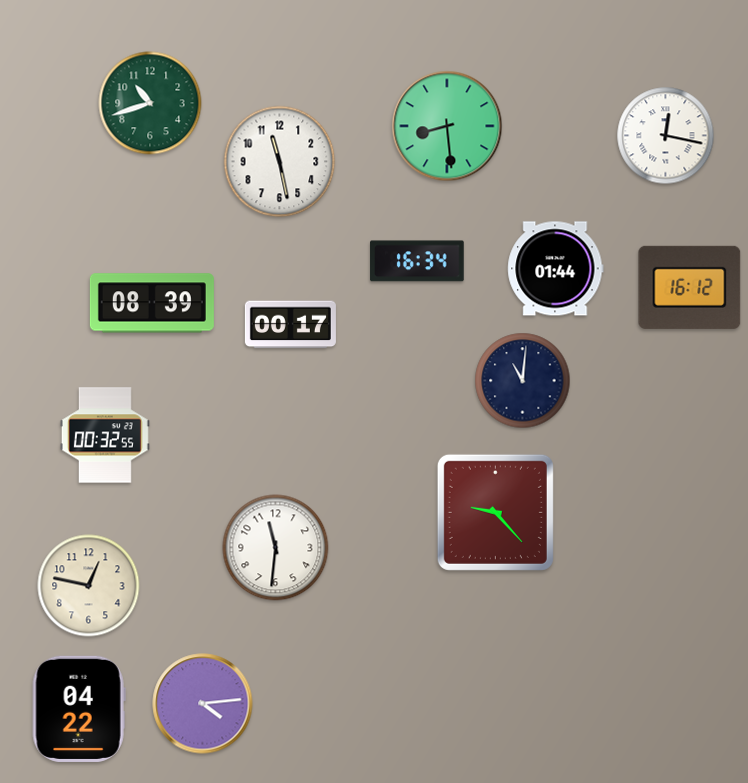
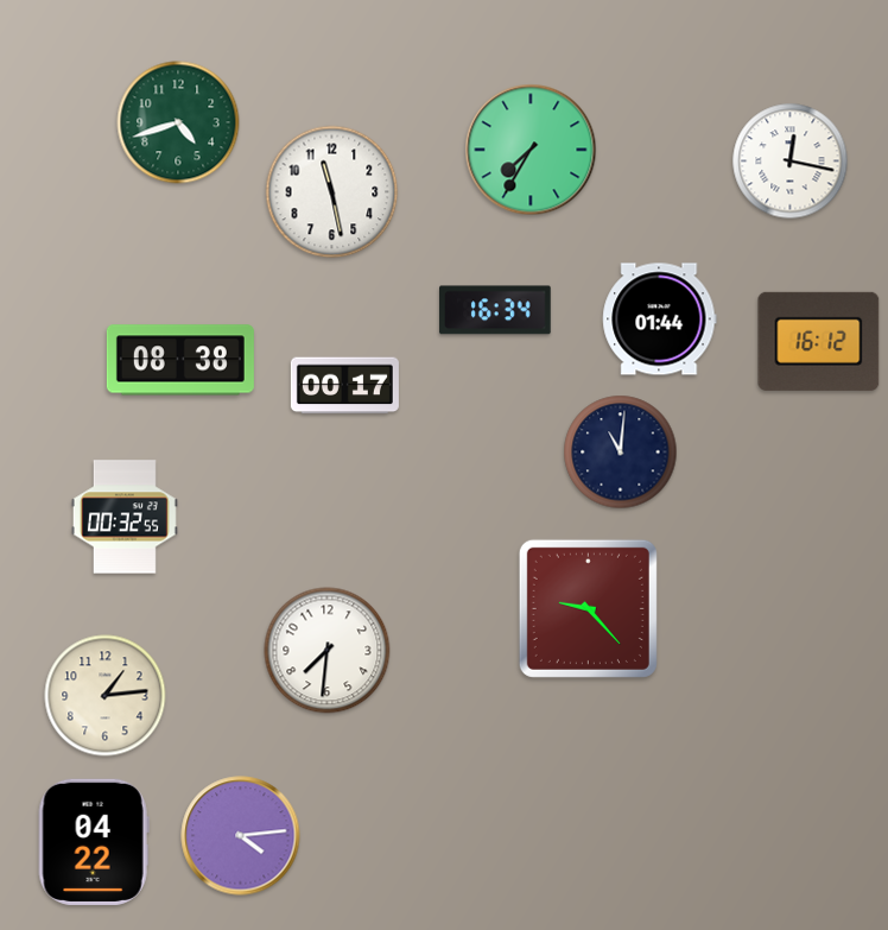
clock at (150, 103): 10:42 -> 4:42
clock at (447, 126): 8:29 -> 7:35
clock at (152, 303): 08:39 -> 08:38
clock at (276, 548): 11:31 -> 7:31
clock at (89, 586): 12:47 -> 1:14
